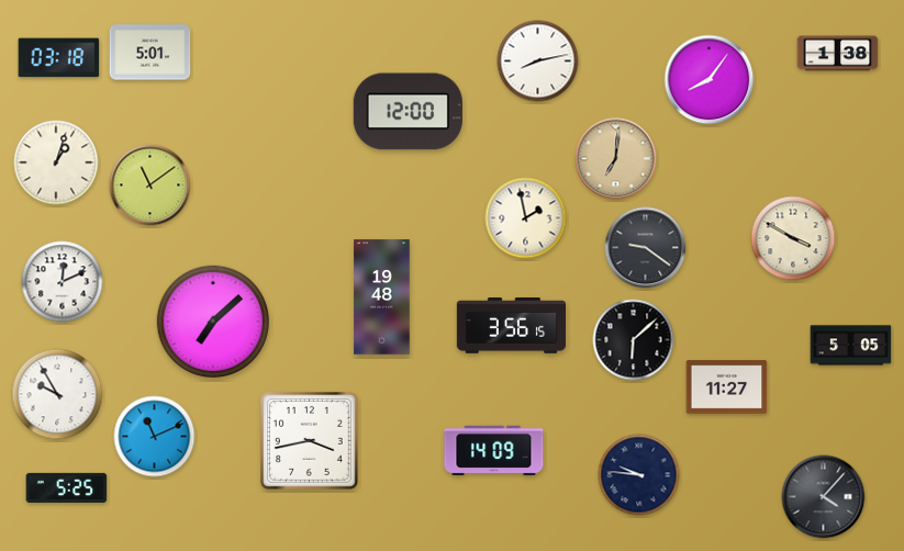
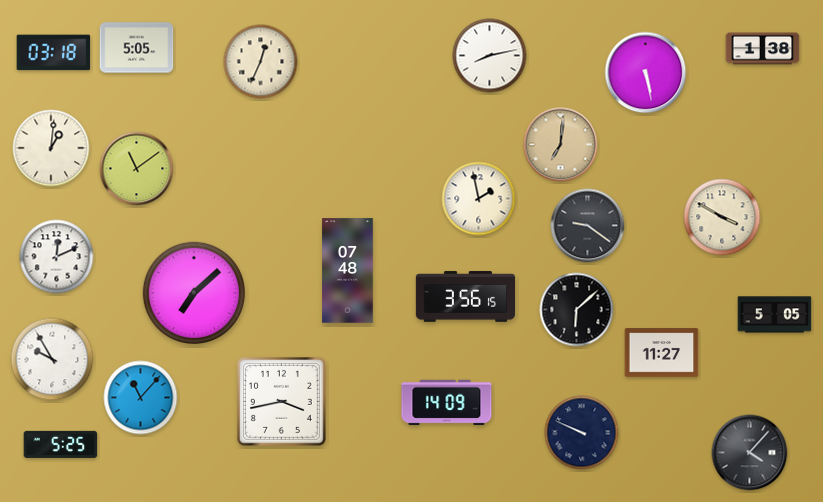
clock at (150, 53): 5:01 -> 5:05
clock at (261, 62): none -> 12:34
clock at (710, 80): 8:06 -> 5:28
clock at (408, 112): 12:00 -> none
clock at (56, 162): 1:03 -> 1:01
clock at (382, 297): 19:48 -> 07:48
clock at (155, 437): 11:11 -> 11:07
clock at (494, 450) position: (494, 450) -> (447, 402)
clock at (639, 475): 9:46 -> 9:49
